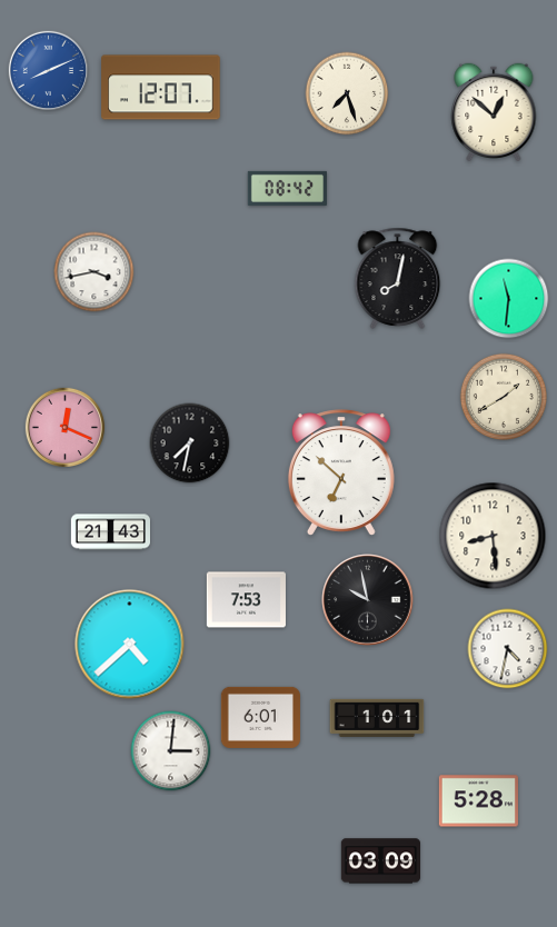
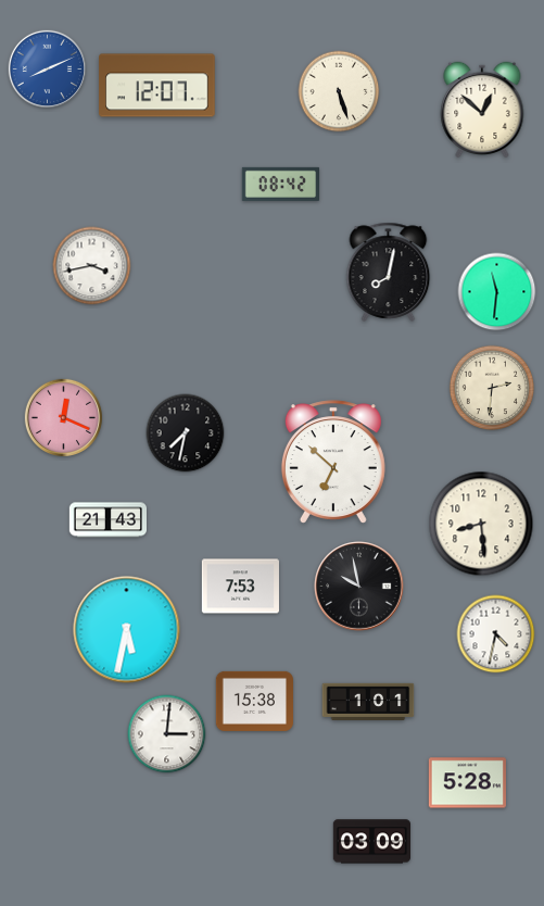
clock at (347, 93): 7:27 -> 5:27
clock at (503, 396): 1:40 -> 2:31
clock at (130, 645): 4:38 -> 5:32
clock at (260, 717): 6:01 -> 15:38
